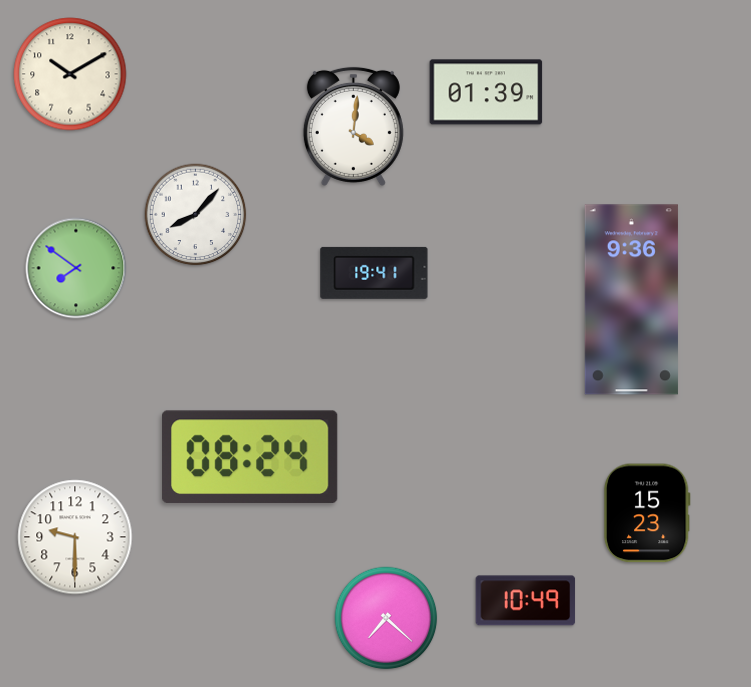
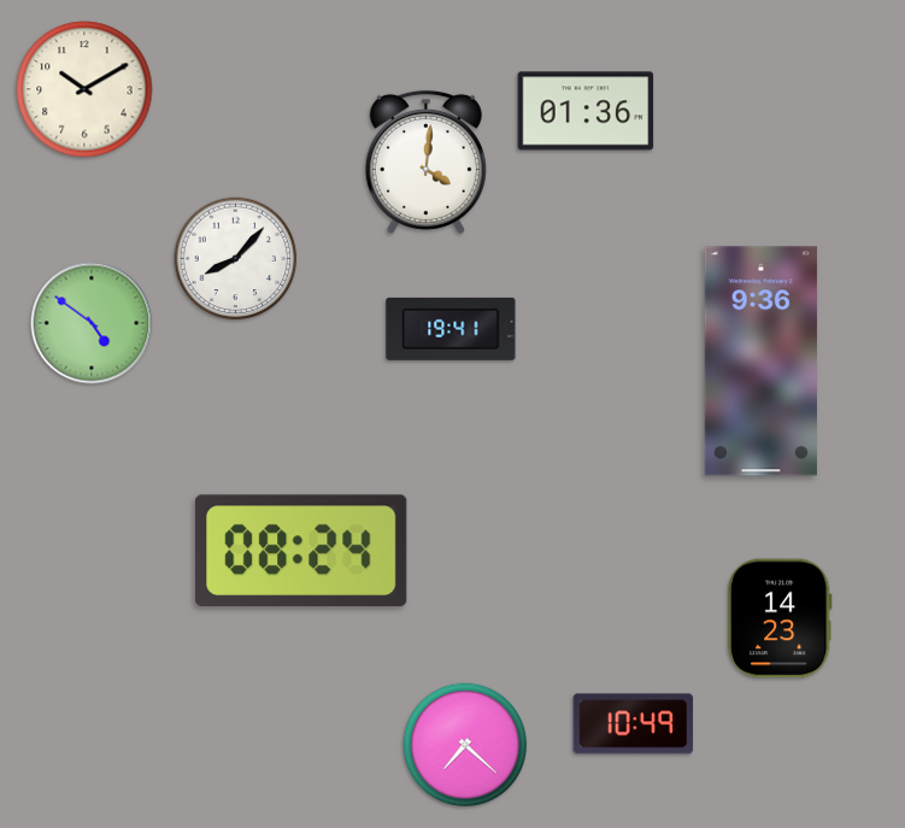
clock at (486, 92): 01:39 -> 01:36
clock at (353, 126) position: (353, 126) -> (425, 162)
clock at (76, 268): 7:51 -> 4:51
clock at (647, 513): 15:23 -> 14:23
clock at (75, 537): 9:30 -> none
